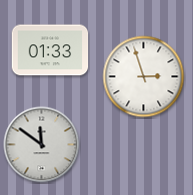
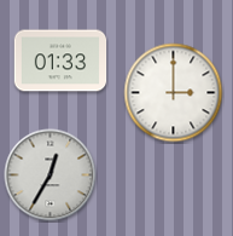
clock at (144, 77): 2:57 -> 3:00
clock at (42, 145): 11:51 -> 12:35
